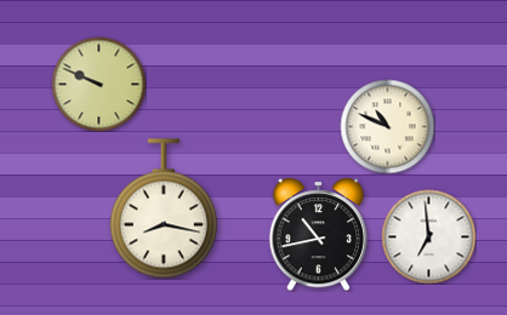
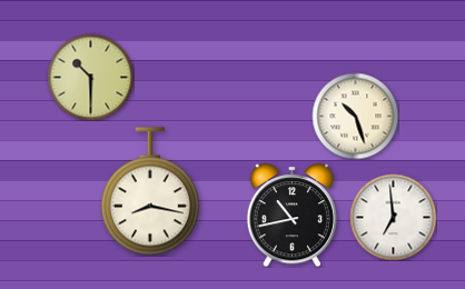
clock at (98, 84): 9:49 -> 10:30
clock at (387, 126): 10:49 -> 10:27
